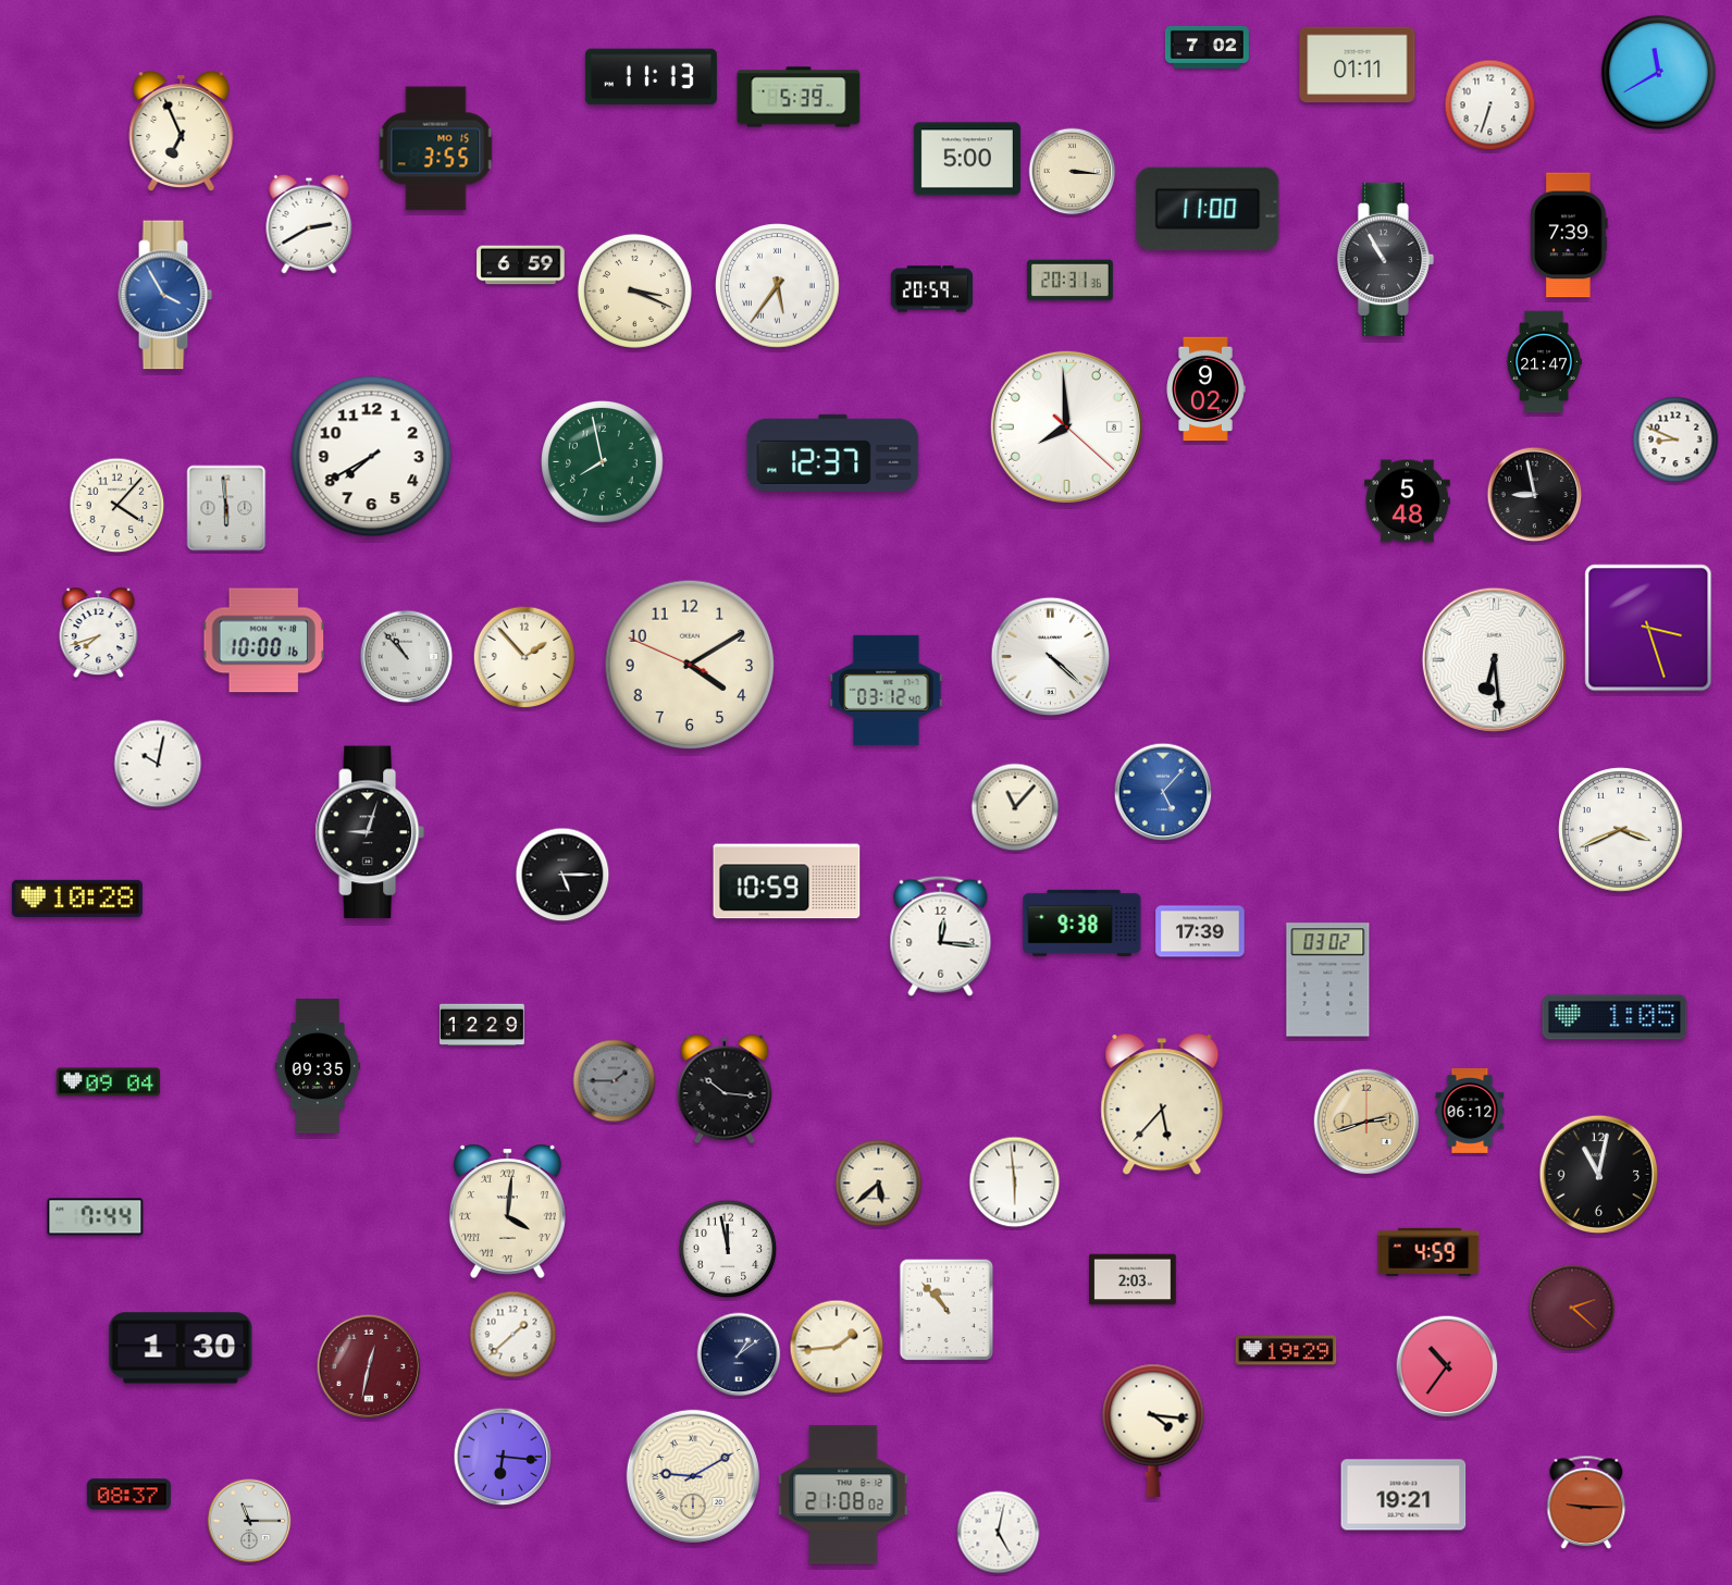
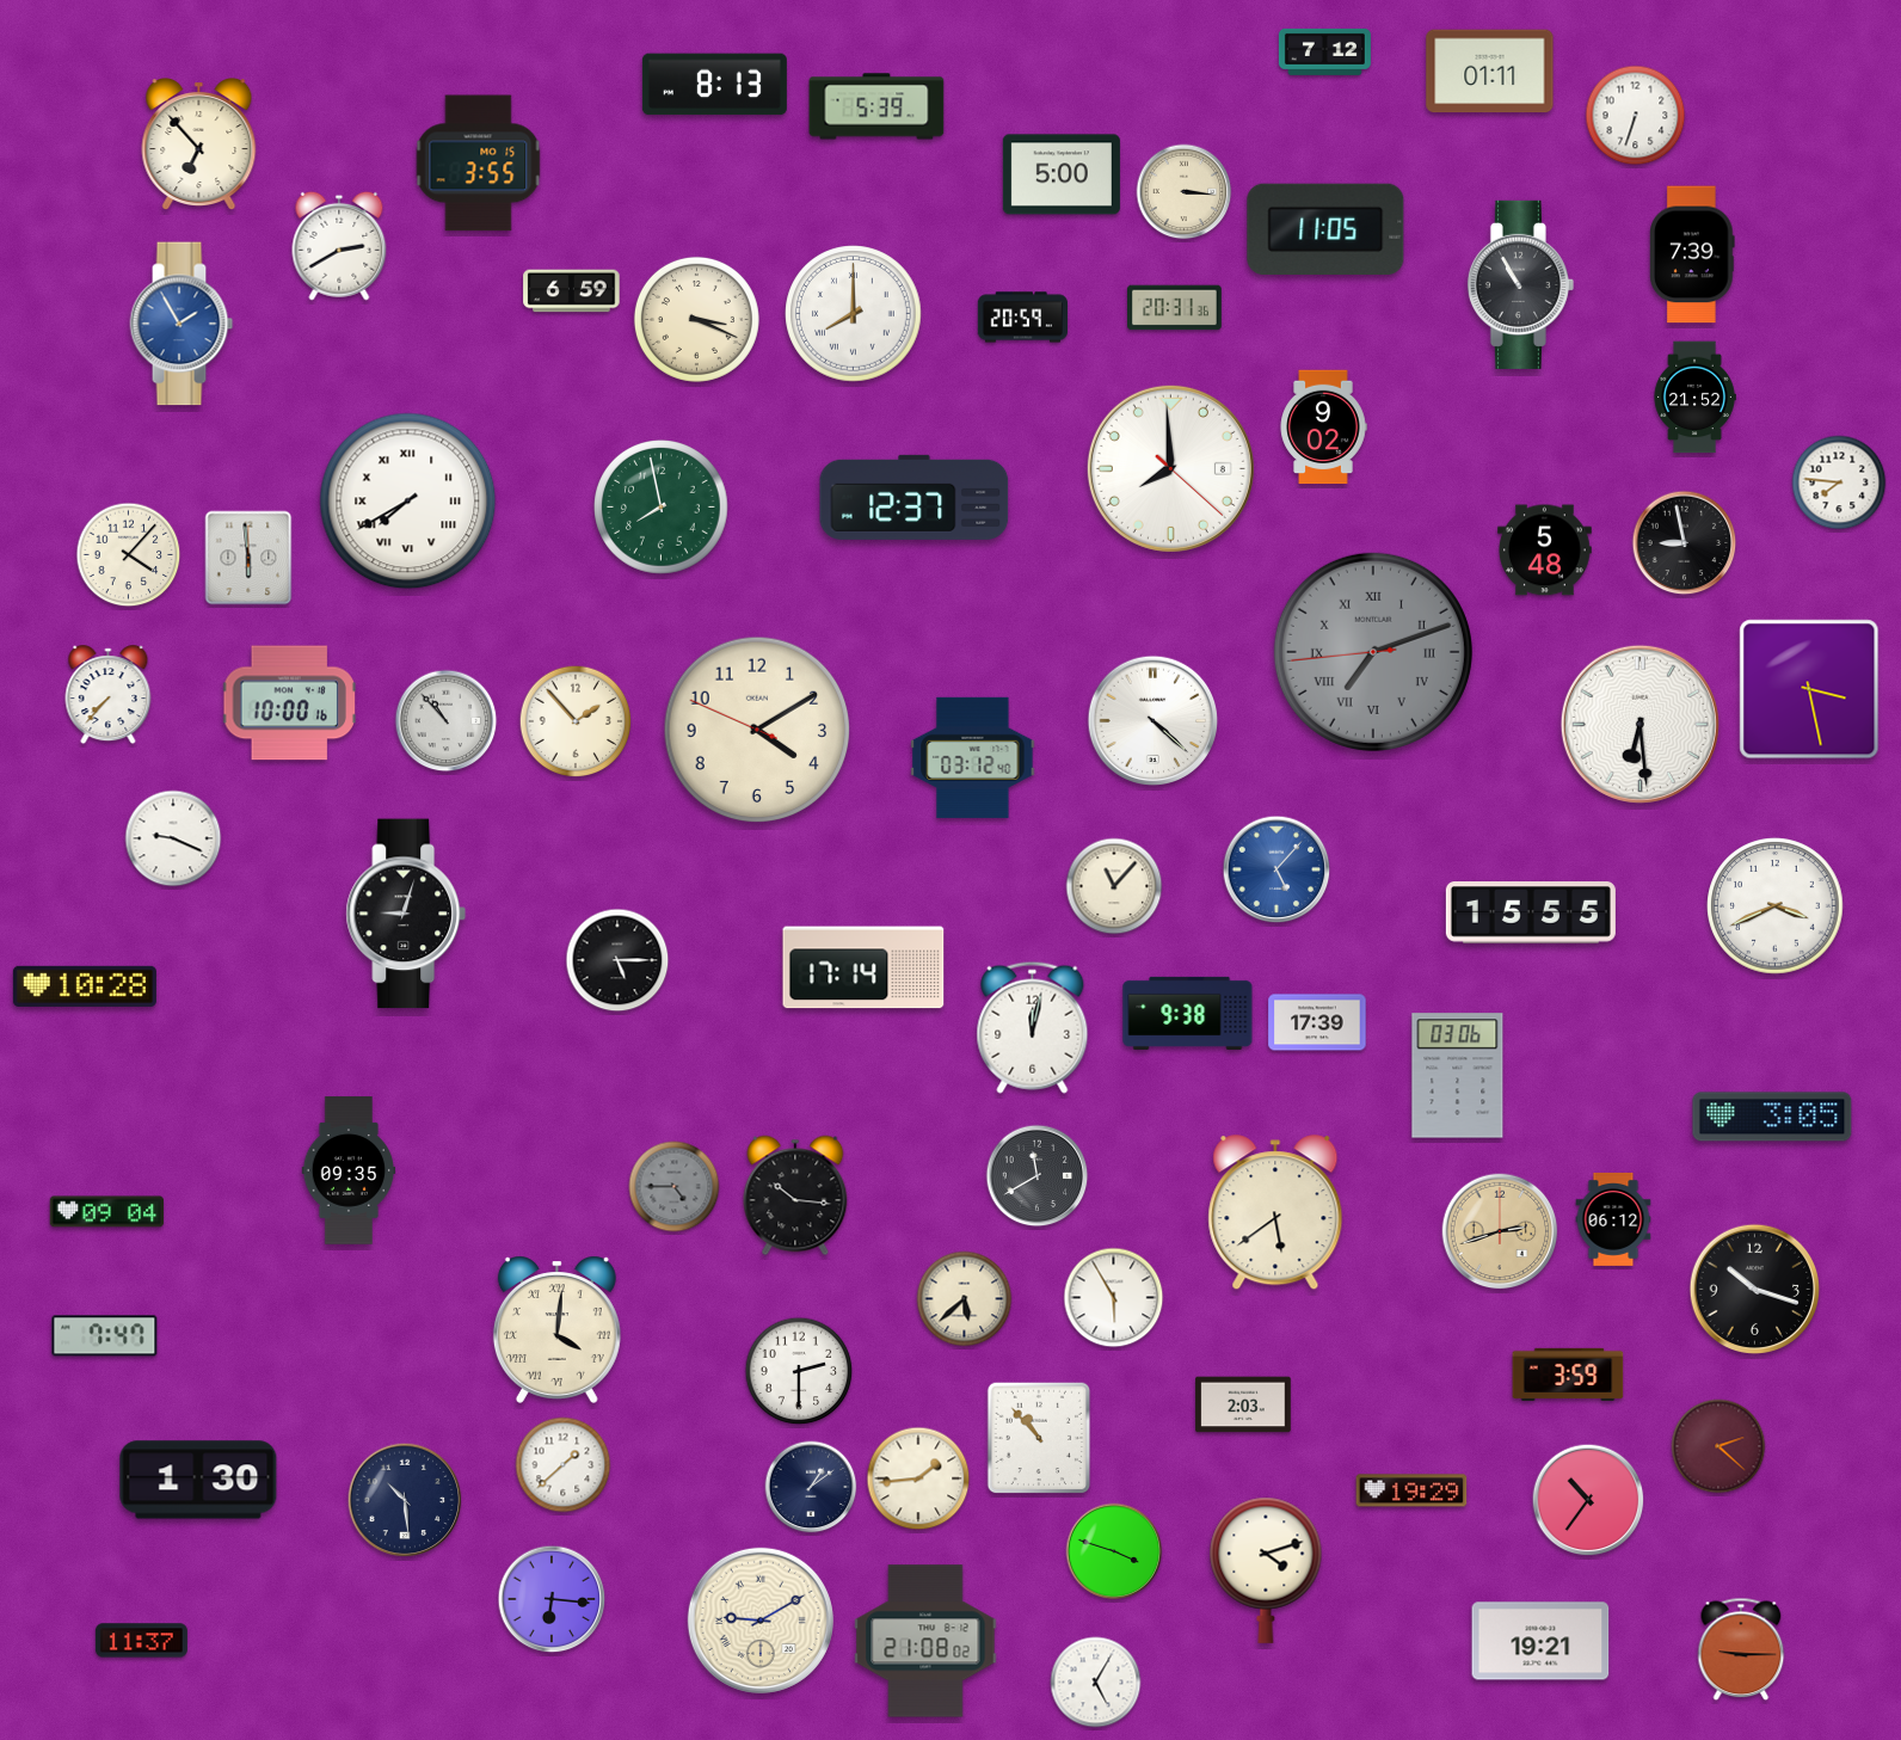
clock at (1207, 47): 7:02 -> 7:12
clock at (1658, 72): 11:40 -> none
clock at (651, 77): 11:13 -> 8:13
clock at (182, 132): 6:56 -> 6:53
clock at (1073, 172) position: (1073, 172) -> (1185, 192)
clock at (1208, 208): 11:00 -> 11:05
clock at (1569, 235) position: (1569, 235) -> (1692, 254)
clock at (778, 286): 5:36 -> 8:00
clock at (165, 295): 3:55 -> 1:55
clock at (1544, 362): 21:47 -> 21:52
clock at (1675, 439): 8:49 -> 7:46
clock at (372, 457) numerals: Arabic -> Roman
clock at (1373, 652): none -> 7:11
clock at (1648, 628): 3:27 -> 3:28
clock at (99, 633): 7:42 -> 7:37
clock at (158, 764): 10:02 -> 9:19
clock at (1621, 830) position: (1621, 830) -> (1776, 906)
clock at (1531, 912): none -> 15:55
clock at (787, 881): 10:59 -> 17:14
clock at (941, 936): 12:16 -> 12:02
clock at (1328, 980): 03:02 -> 03:06
clock at (1615, 1017): 1:05 -> 3:05
clock at (482, 1025): 12:29 -> none
clock at (1038, 1176): none -> 11:40
clock at (615, 1081): 1:45 -> 4:45
clock at (109, 1082) position: (109, 1082) -> (107, 1212)
clock at (1162, 1105): 5:37 -> 5:39
clock at (1599, 1175): 11:02 -> 10:18
clock at (1015, 1182): 5:59 -> 5:55
clock at (96, 1217): 7:44 -> 7:47
clock at (728, 1249): 11:58 -> 2:30
clock at (1428, 1252): 4:59 -> 3:59
clock at (1572, 1308) position: (1572, 1308) -> (1718, 1446)
clock at (1286, 1350) position: (1286, 1350) -> (1411, 1490)
clock at (369, 1366): 12:32 -> 10:29
clock at (369, 1366) dial: burgundy -> navy
clock at (1114, 1551): none -> 3:48
clock at (1153, 1431): 4:16 -> 4:12
clock at (128, 1495): 08:37 -> 11:37
clock at (249, 1521): 11:15 -> none
clock at (999, 1533): 5:02 -> 5:05
